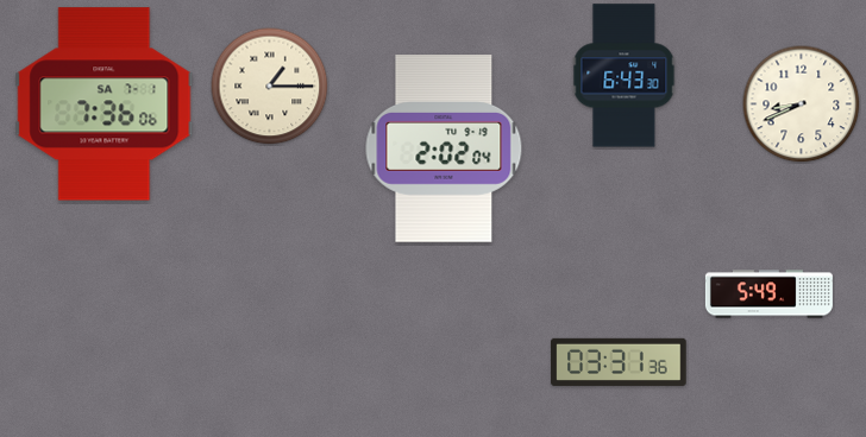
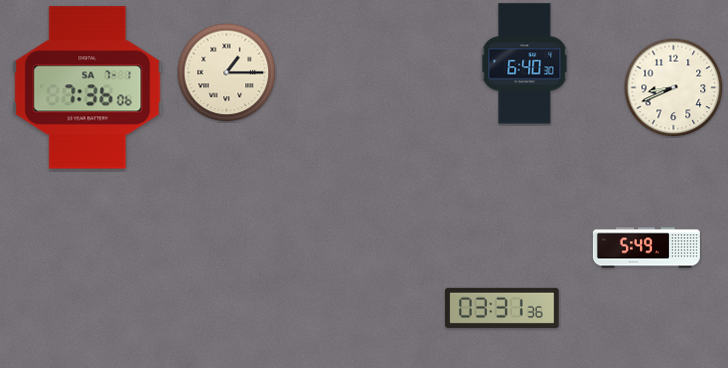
clock at (625, 76): 6:43 -> 6:40
clock at (444, 148): 2:02 -> none
clock at (619, 362) position: (619, 362) -> (502, 308)
